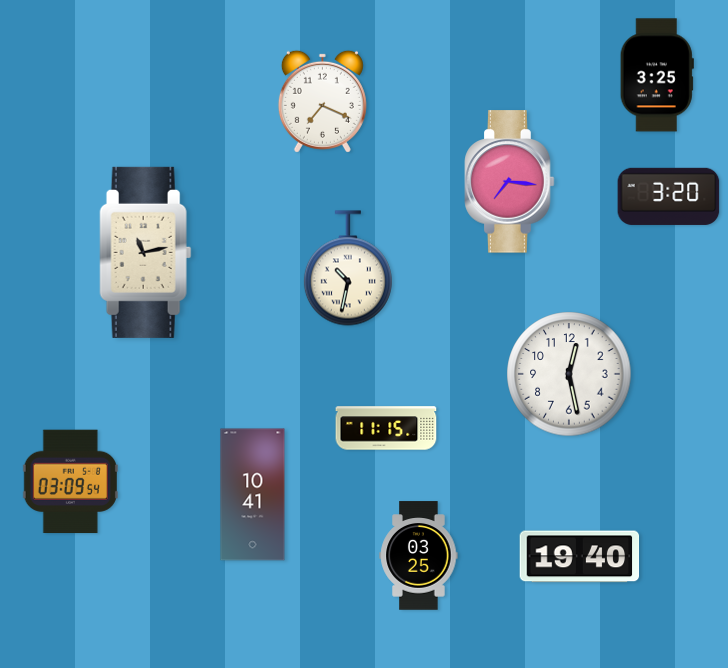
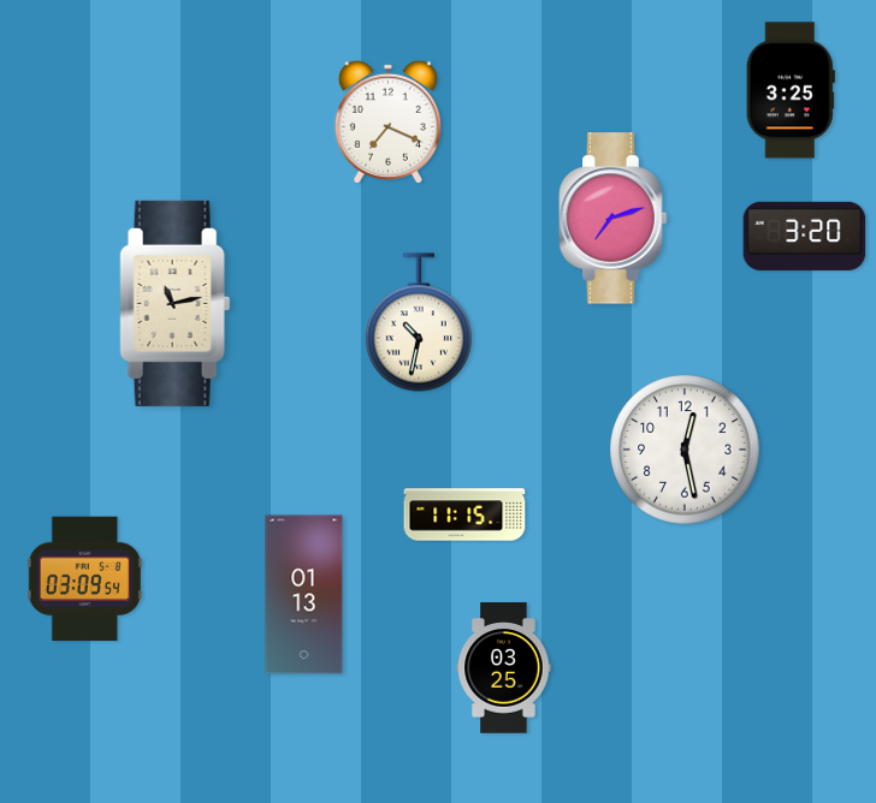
clock at (510, 182): 7:16 -> 7:12
clock at (253, 495): 10:41 -> 01:13
clock at (580, 557): 19:40 -> none
